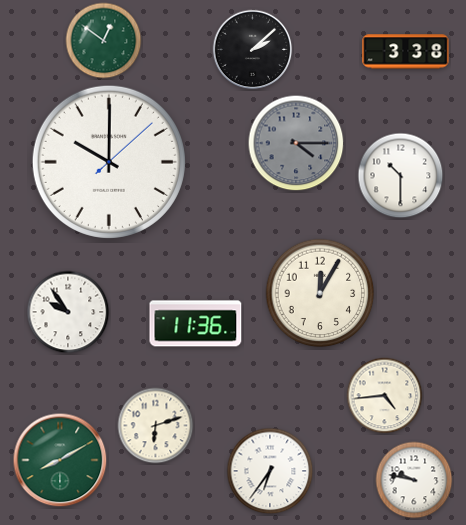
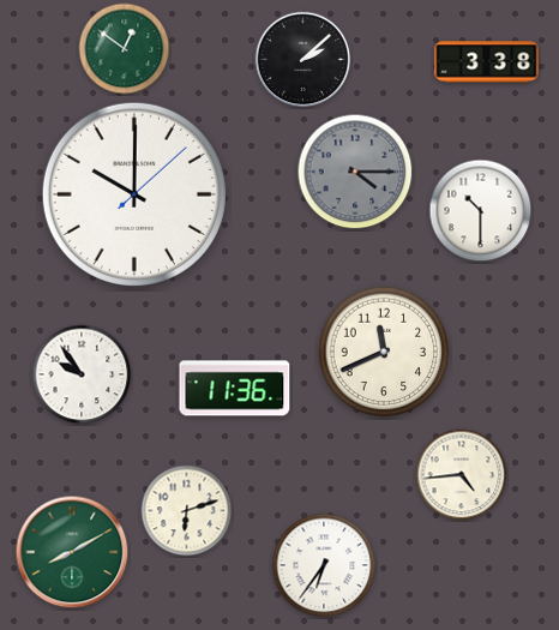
clock at (109, 162) position: (109, 162) -> (134, 194)
clock at (320, 293): 12:05 -> 11:41
clock at (414, 480): 9:47 -> none
